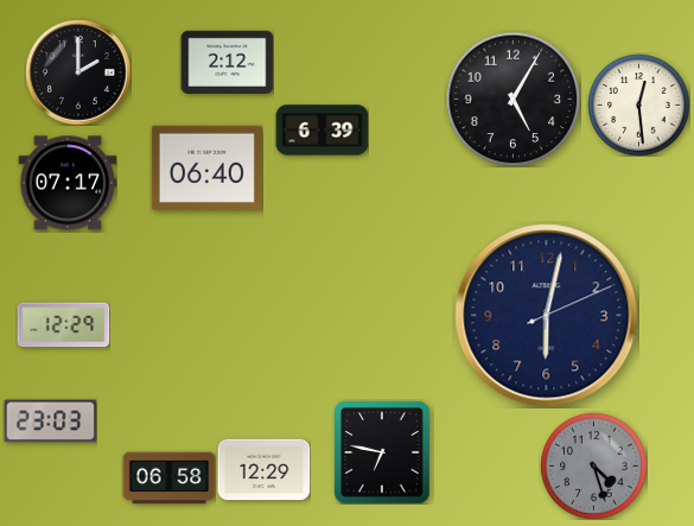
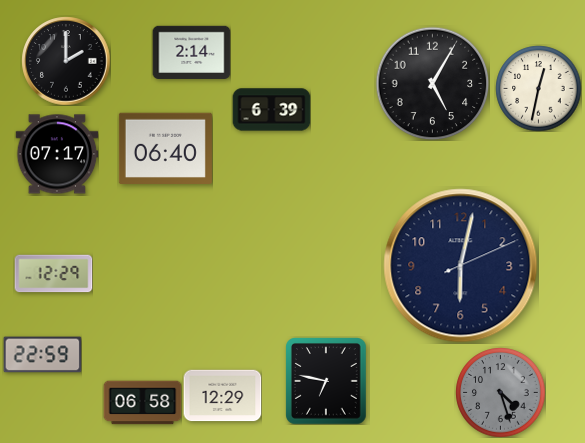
clock at (227, 62): 2:12 -> 2:14
clock at (638, 104): 12:29 -> 12:32
clock at (206, 167) position: (206, 167) -> (165, 148)
clock at (50, 422): 23:03 -> 22:59
clock at (382, 452) position: (382, 452) -> (326, 381)
